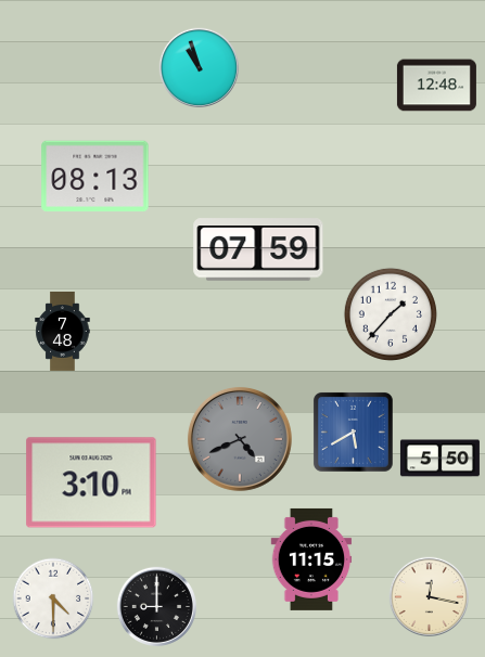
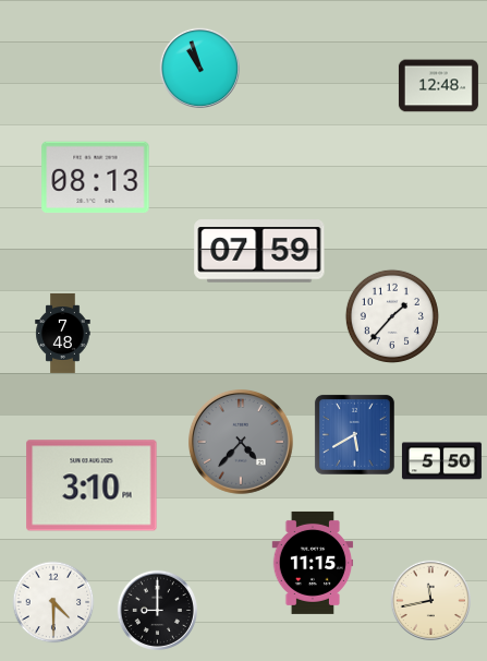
clock at (240, 439): 4:41 -> 4:37
clock at (429, 596): 12:17 -> 11:43
